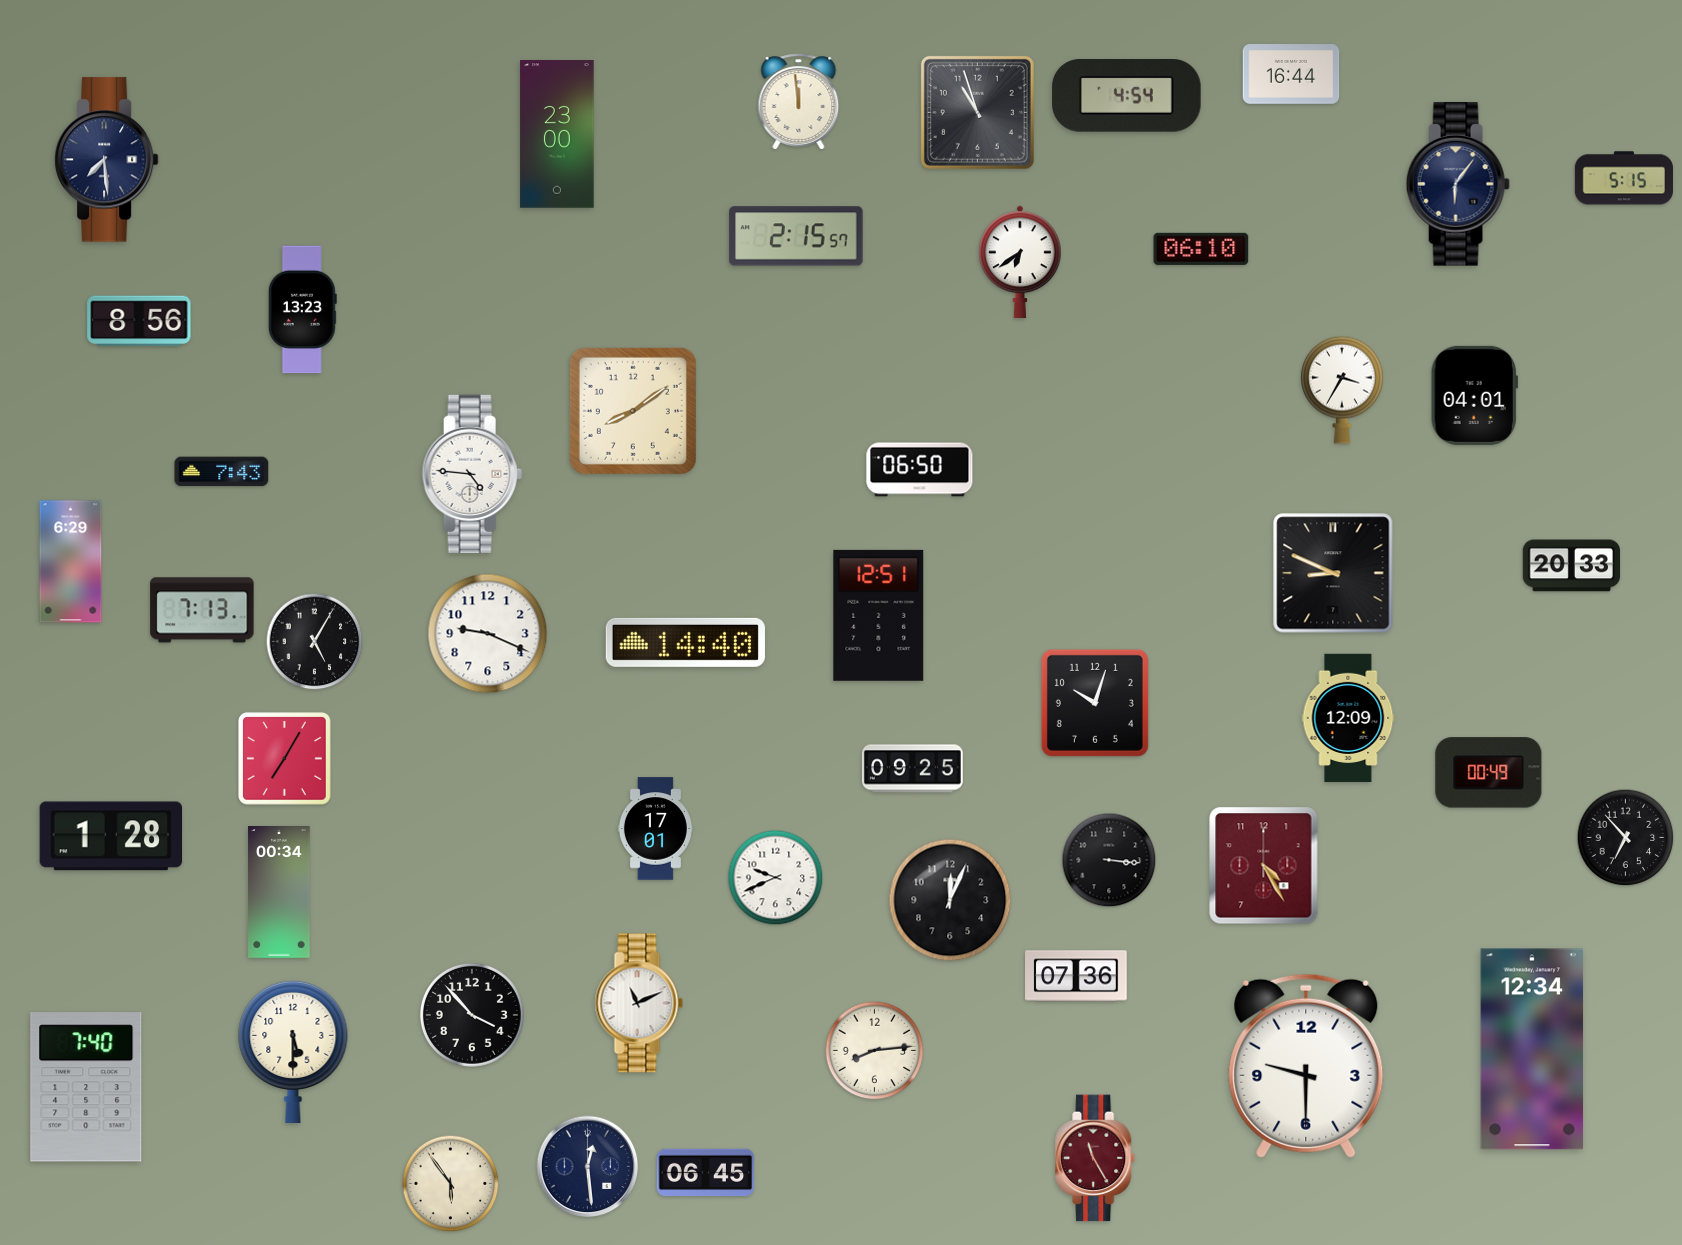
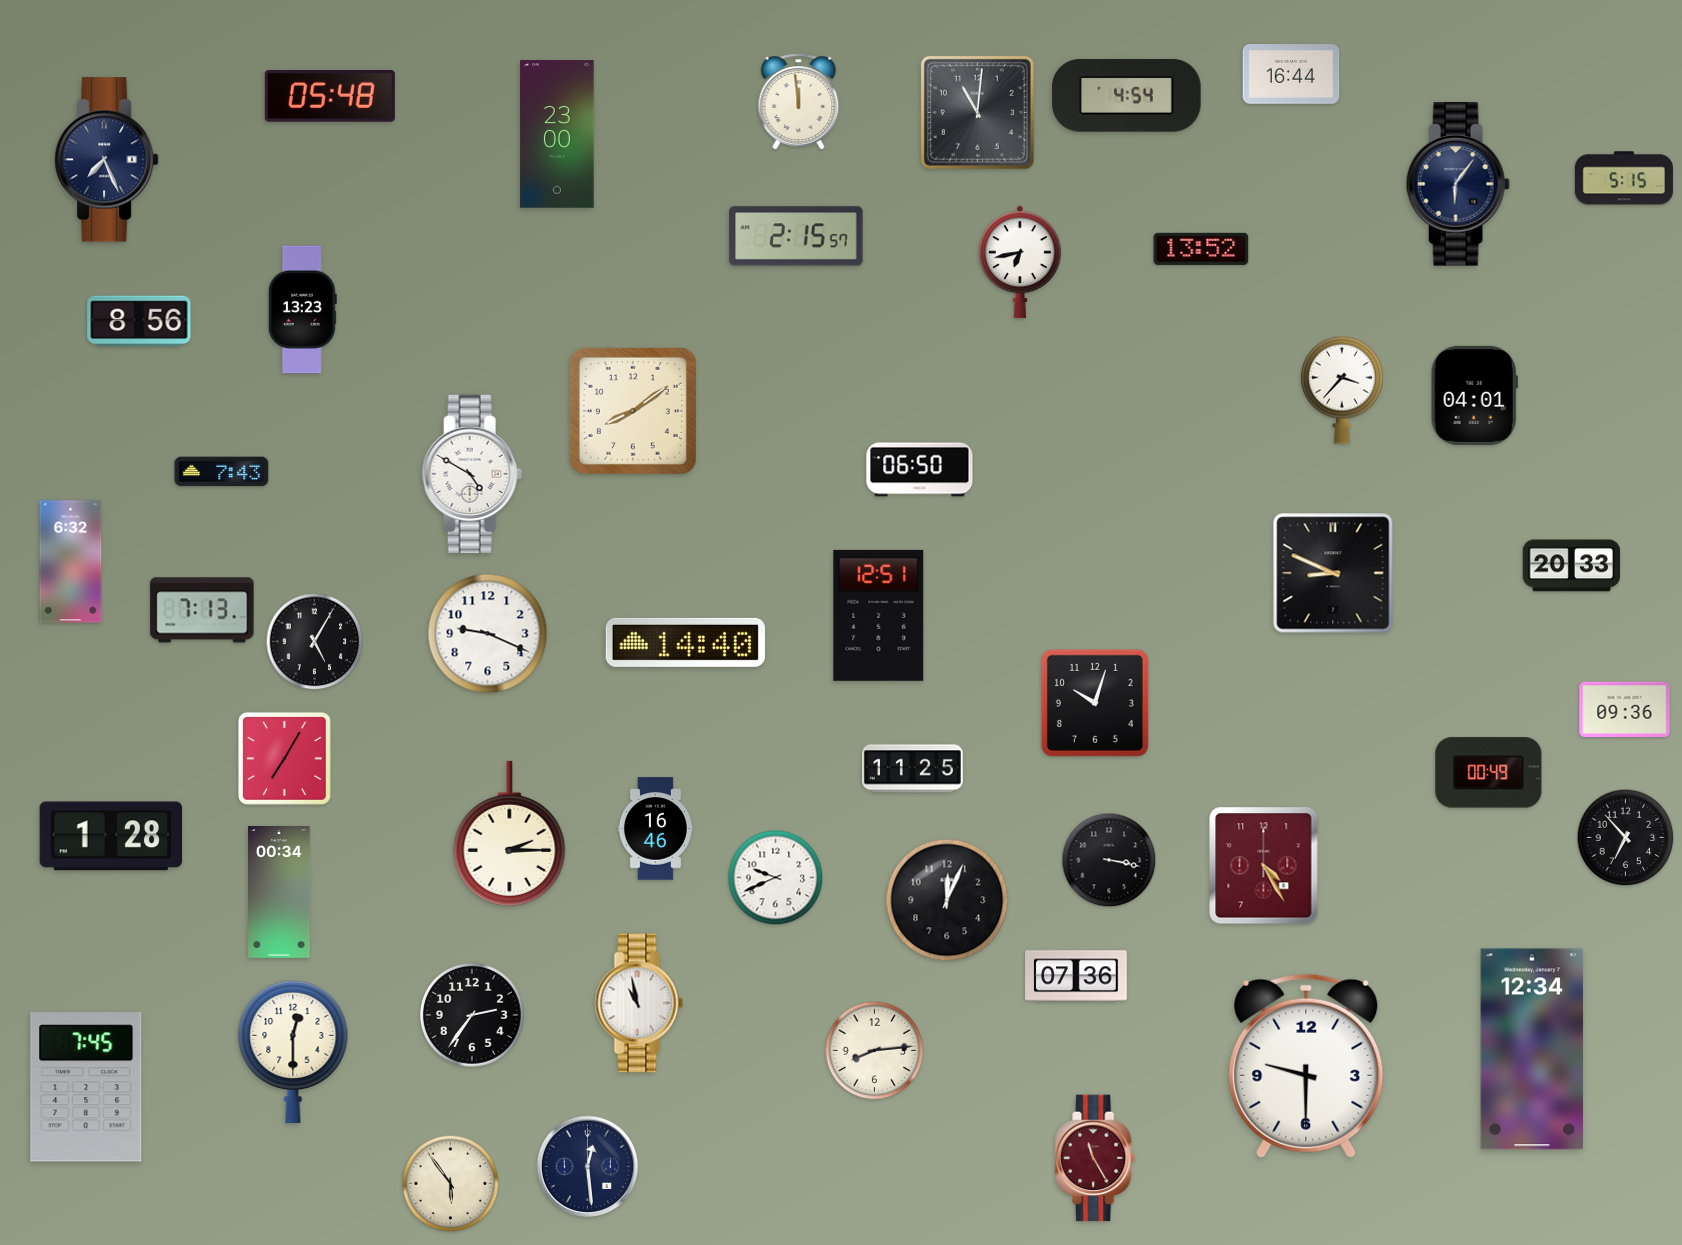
clock at (330, 97): none -> 05:48
clock at (977, 112): 10:57 -> 11:01
clock at (106, 160): 7:29 -> 7:26
clock at (1201, 249): 06:10 -> 13:52
clock at (1020, 262): 6:39 -> 6:43
clock at (1343, 390): 3:35 -> 3:37
clock at (472, 473): 4:46 -> 4:50
clock at (71, 562): 6:29 -> 6:32
clock at (1625, 709): none -> 09:36
clock at (1348, 718): 12:09 -> none
clock at (912, 769): 09:25 -> 11:25
clock at (655, 829): 17:01 -> 16:46
clock at (510, 833): none -> 2:15
clock at (1109, 860): 3:16 -> 3:17
clock at (950, 900) position: (950, 900) -> (947, 900)
clock at (639, 1003): 11:11 -> 10:58
clock at (472, 1015): 3:53 -> 2:36
clock at (293, 1052): 5:30 -> 12:30
clock at (86, 1087): 7:40 -> 7:45
clock at (706, 1173): 06:45 -> none
